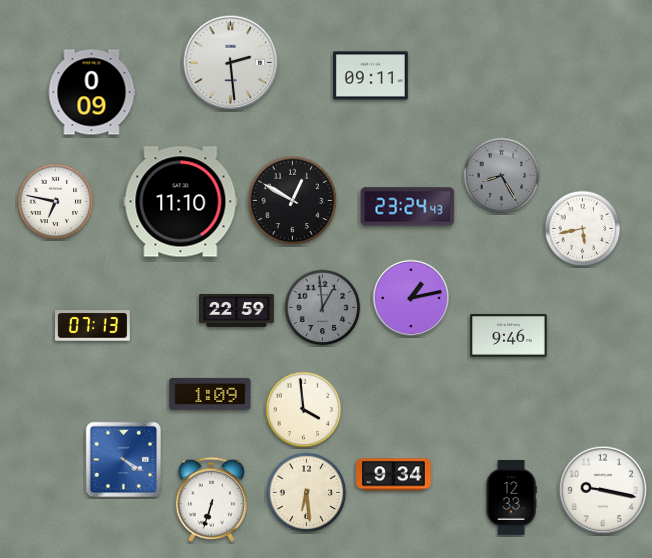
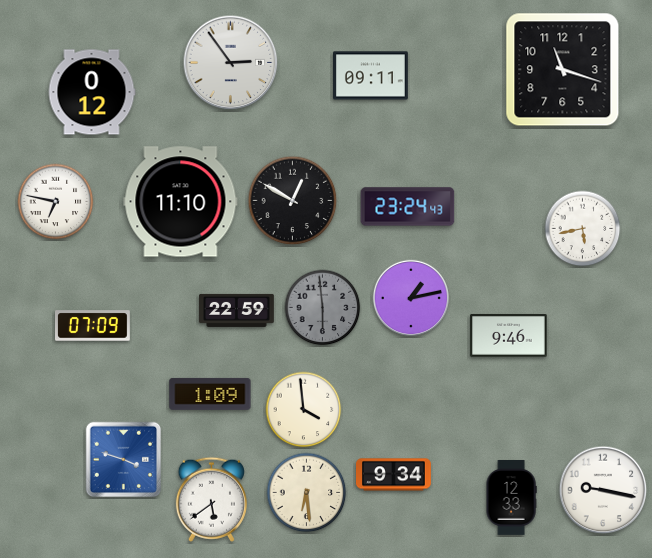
clock at (231, 63): 2:29 -> 2:54
clock at (563, 70): none -> 11:18
clock at (92, 92): 0:09 -> 0:12
clock at (502, 176): 8:25 -> none
clock at (323, 308): 12:59 -> 5:59
clock at (93, 326): 07:13 -> 07:09
clock at (124, 460): 4:20 -> 3:48
clock at (211, 499): 6:33 -> 5:39
